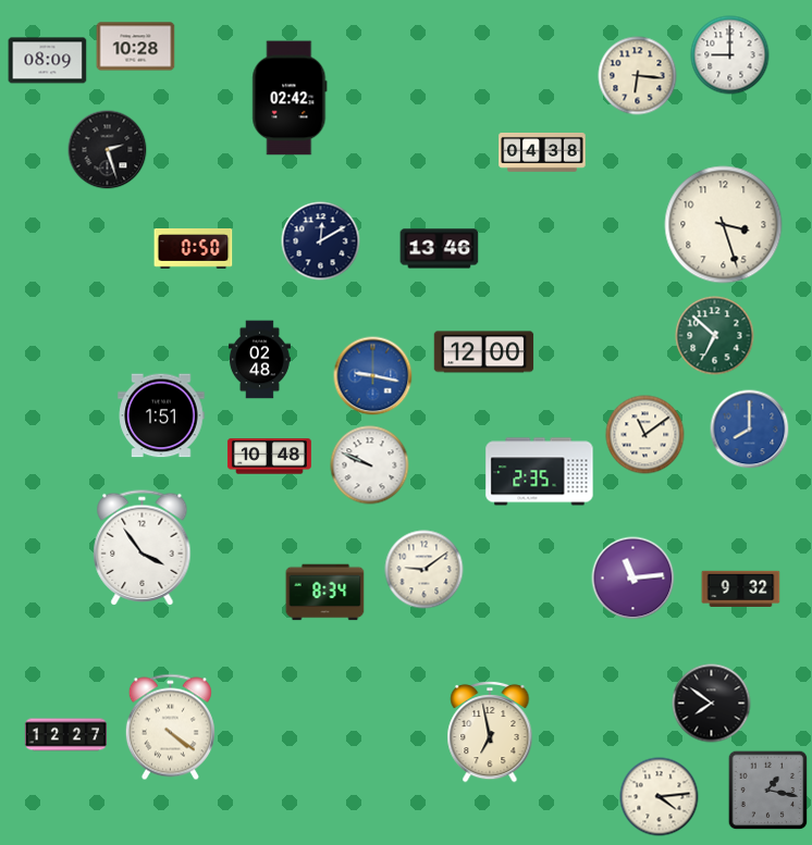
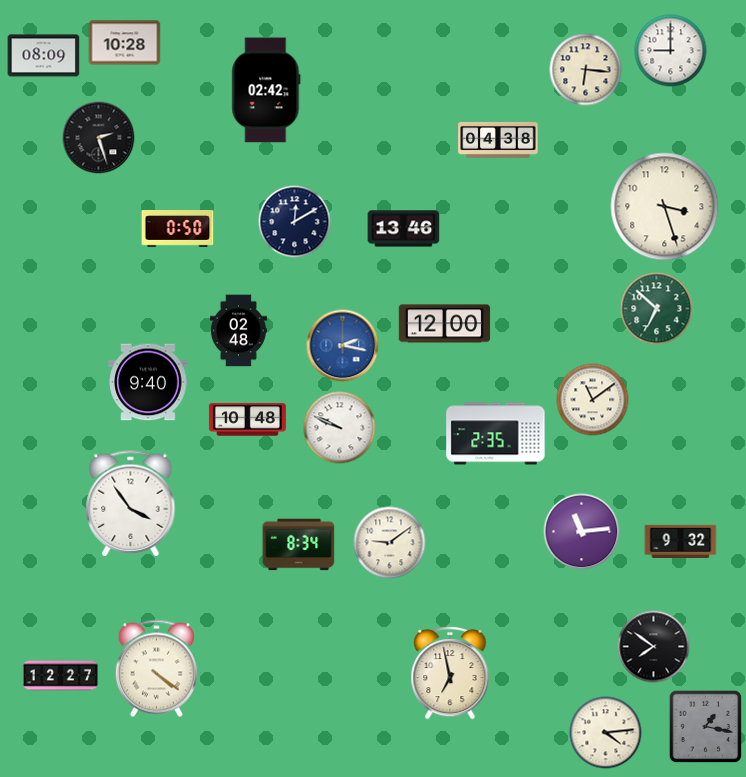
clock at (373, 376): 9:17 -> 2:17
clock at (161, 415): 1:51 -> 9:40
clock at (750, 430): 8:00 -> none
clock at (425, 570) position: (425, 570) -> (390, 543)
